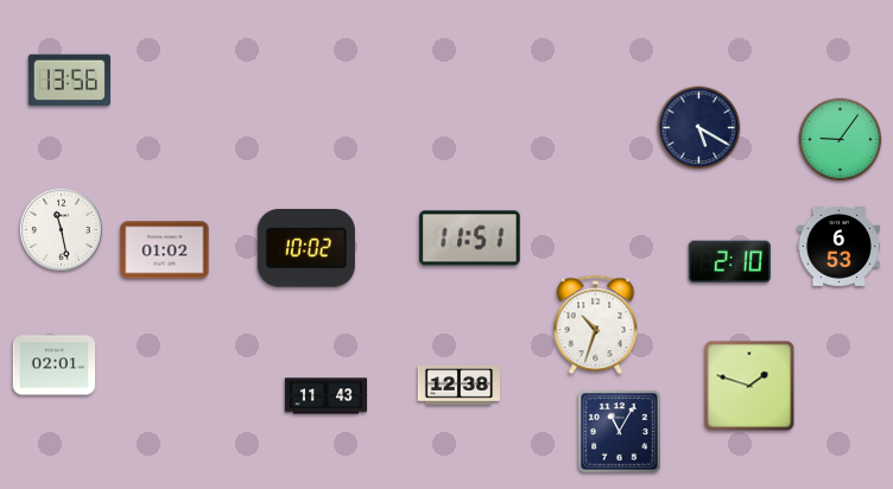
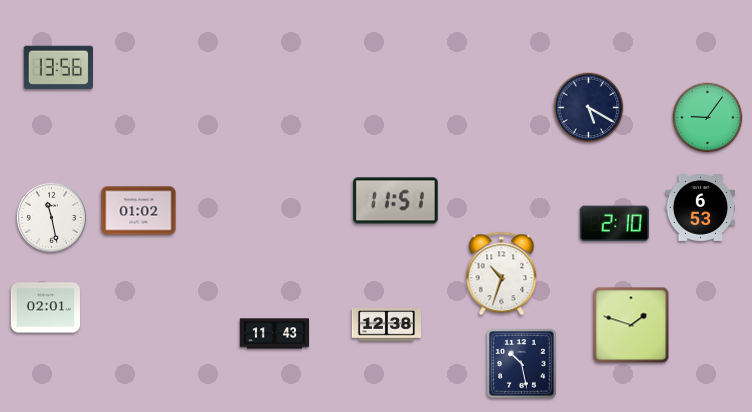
clock at (61, 229) position: (61, 229) -> (51, 217)
clock at (838, 247) position: (838, 247) -> (700, 208)
clock at (306, 249): 10:02 -> none
clock at (729, 262) position: (729, 262) -> (614, 224)
clock at (620, 432): 11:05 -> 10:28
